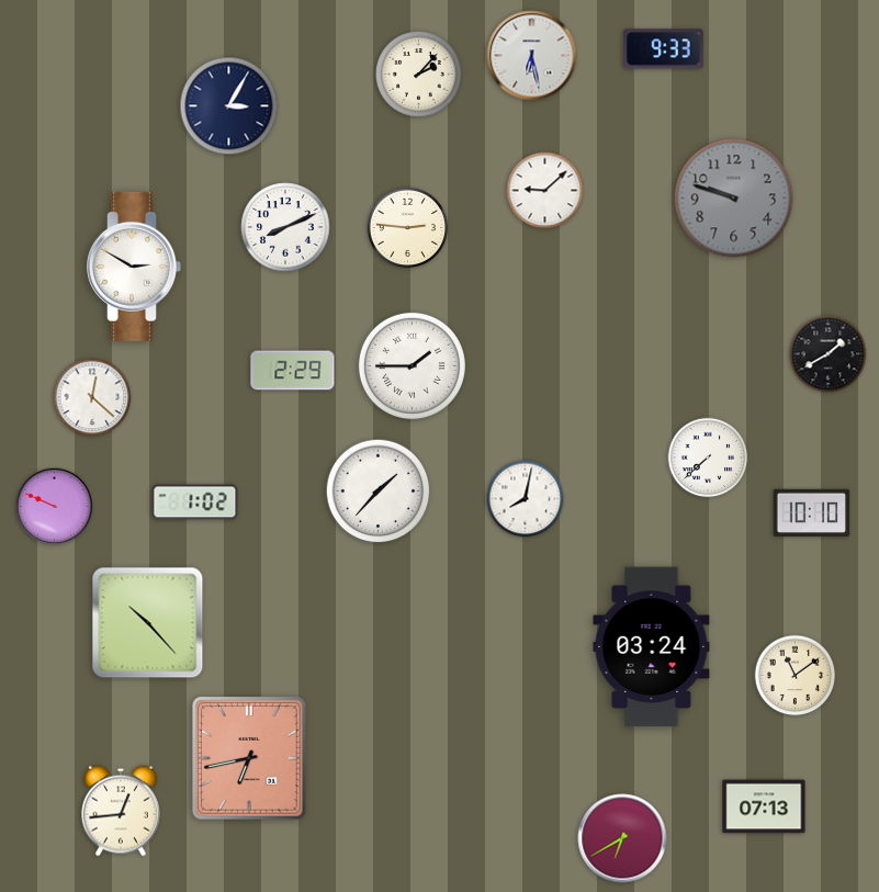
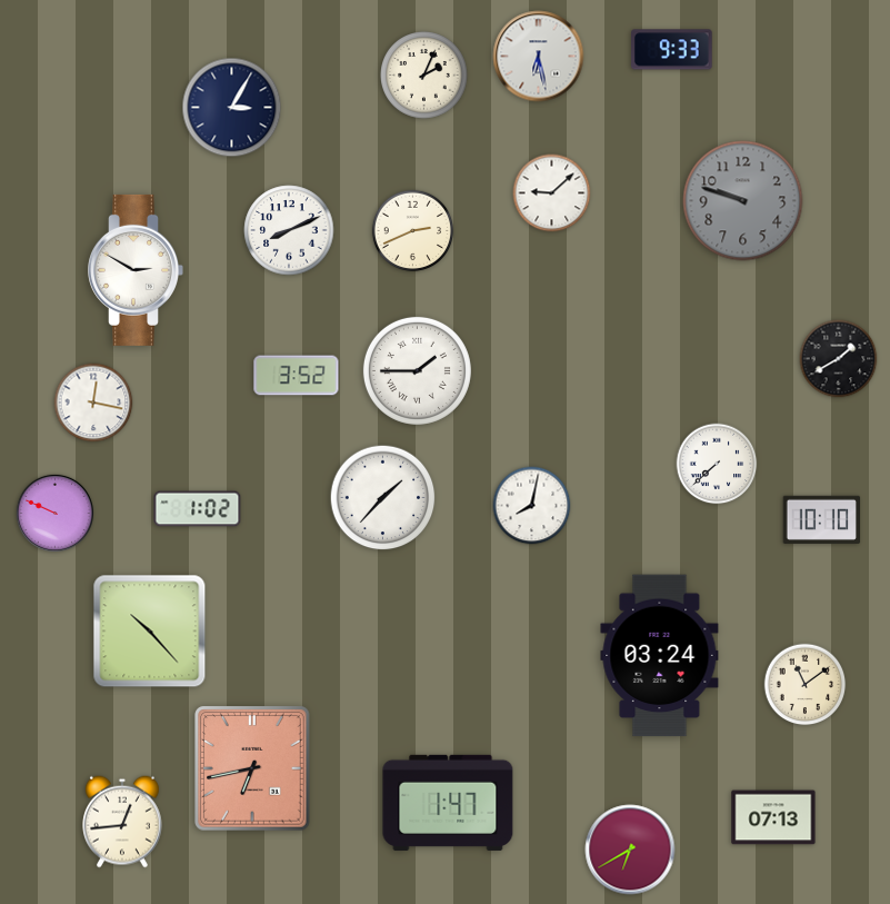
clock at (419, 75): 2:07 -> 2:04
clock at (408, 228): 2:46 -> 2:41
clock at (293, 371): 2:29 -> 3:52
clock at (92, 397): 12:22 -> 12:17
clock at (448, 803): none -> 1:47
